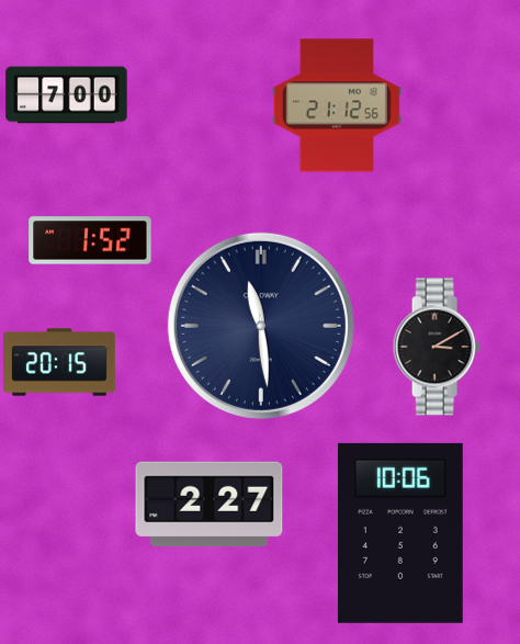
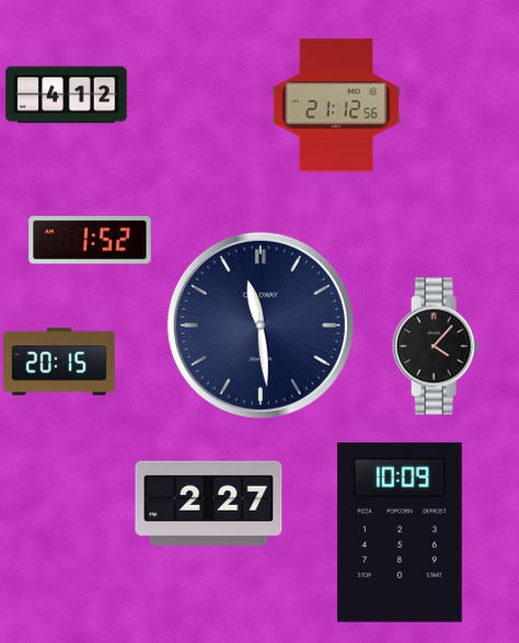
clock at (67, 95): 7:00 -> 4:12
clock at (437, 347): 3:10 -> 4:07
clock at (400, 533): 10:06 -> 10:09
